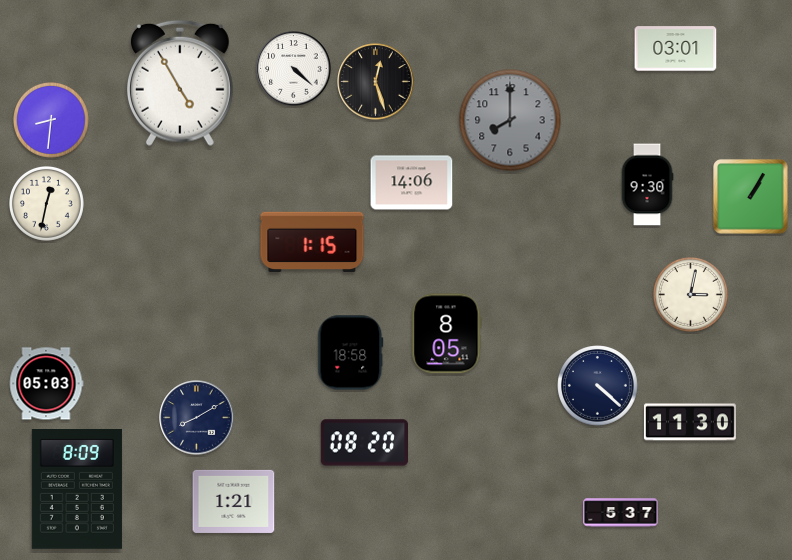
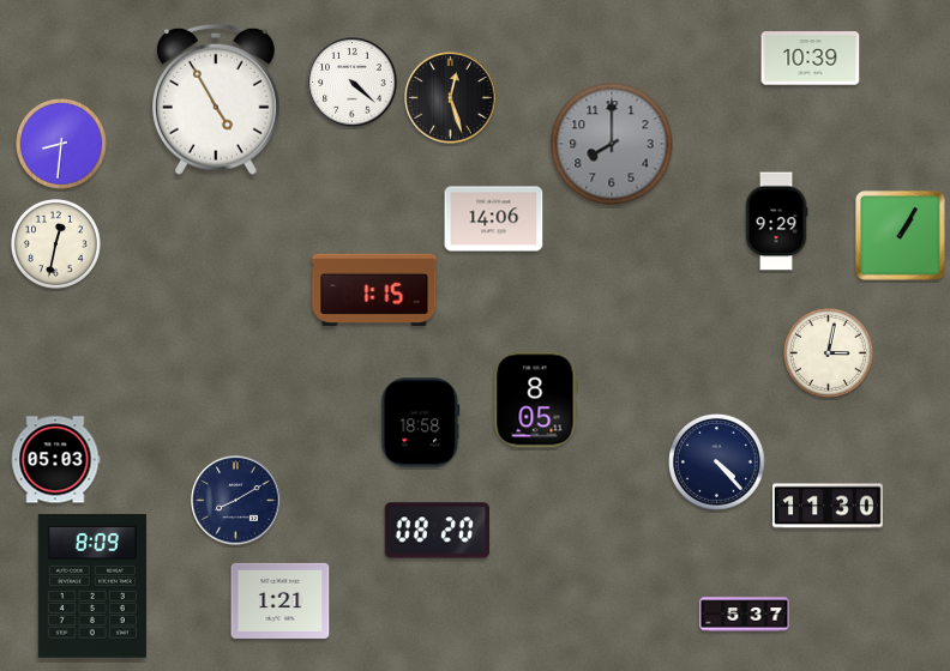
clock at (676, 49): 03:01 -> 10:39
clock at (647, 185): 9:30 -> 9:29
clock at (598, 386): 4:22 -> 4:23
